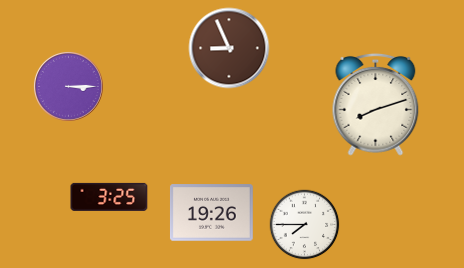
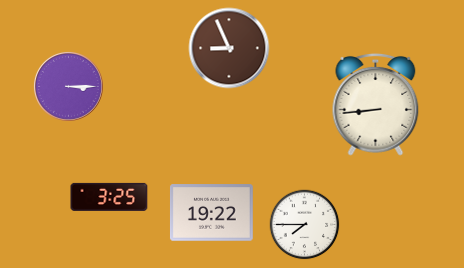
clock at (376, 104): 8:12 -> 8:44
clock at (212, 213): 19:26 -> 19:22
